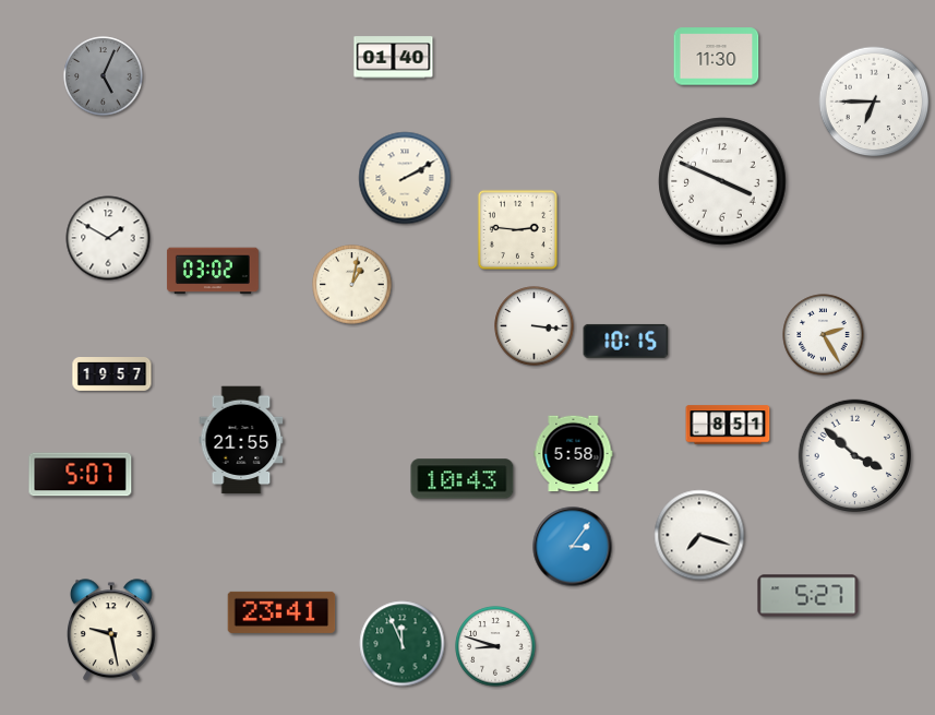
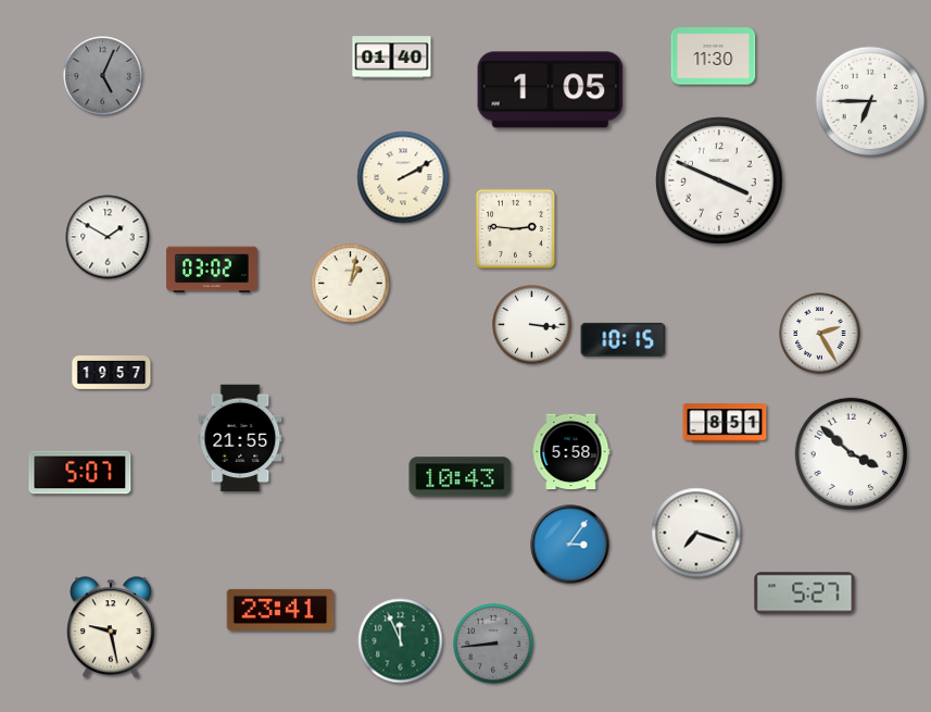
clock at (551, 90): none -> 1:05
clock at (495, 646): 8:48 -> 8:44
clock at (495, 646) dial: white -> grey
